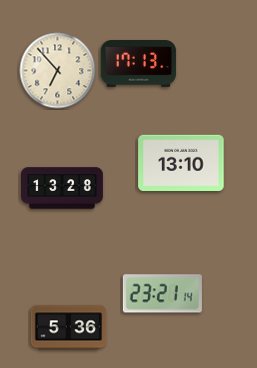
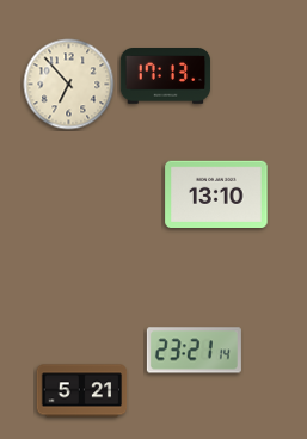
clock at (63, 188): 13:28 -> none
clock at (69, 328): 5:36 -> 5:21
